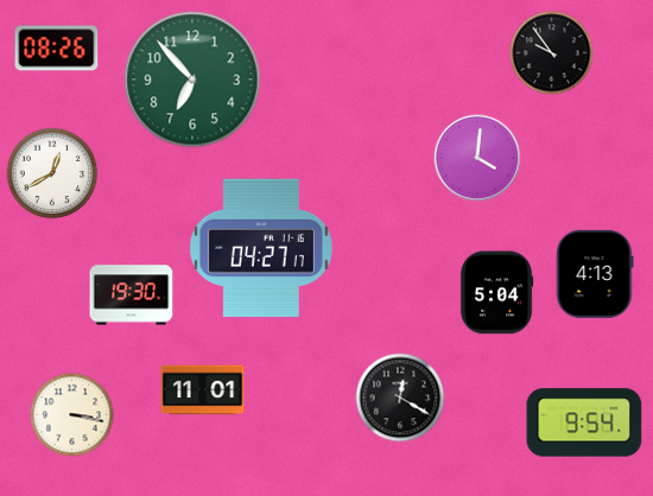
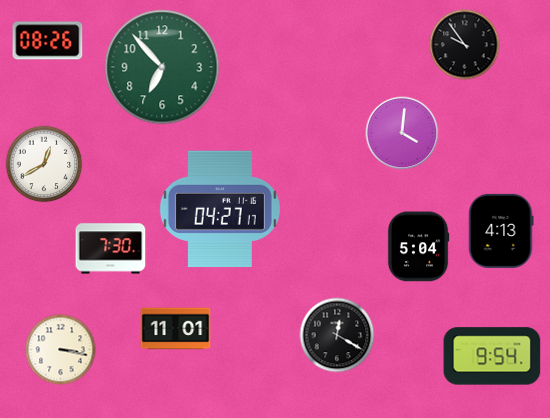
clock at (52, 173) position: (52, 173) -> (44, 164)
clock at (132, 295): 19:30 -> 7:30
clock at (203, 390) position: (203, 390) -> (176, 329)
